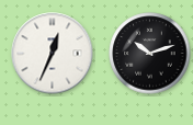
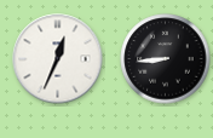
clock at (150, 54): 10:12 -> 8:44
